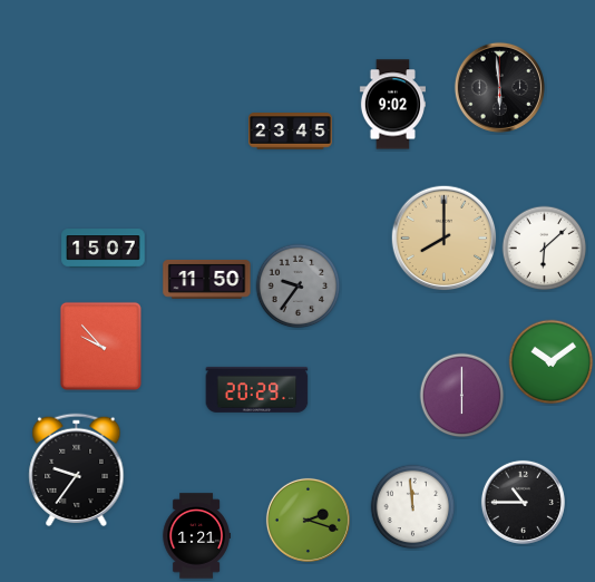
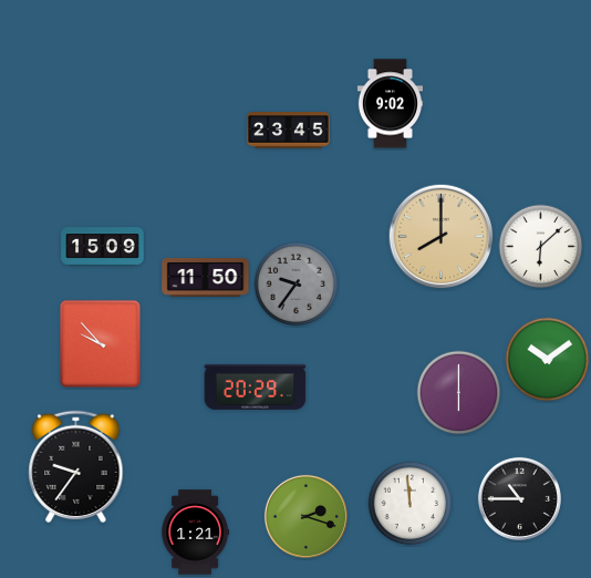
clock at (499, 87): 5:59 -> none
clock at (104, 249): 15:07 -> 15:09
